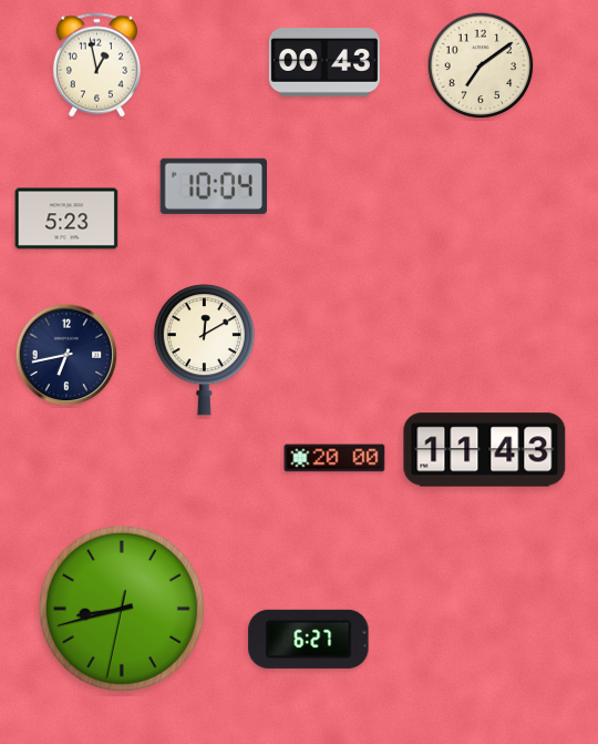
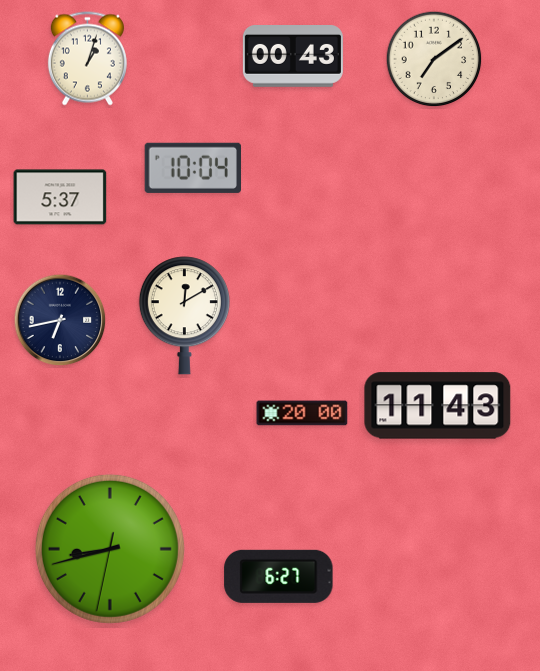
clock at (96, 65): 12:58 -> 1:03
clock at (66, 218): 5:23 -> 5:37
